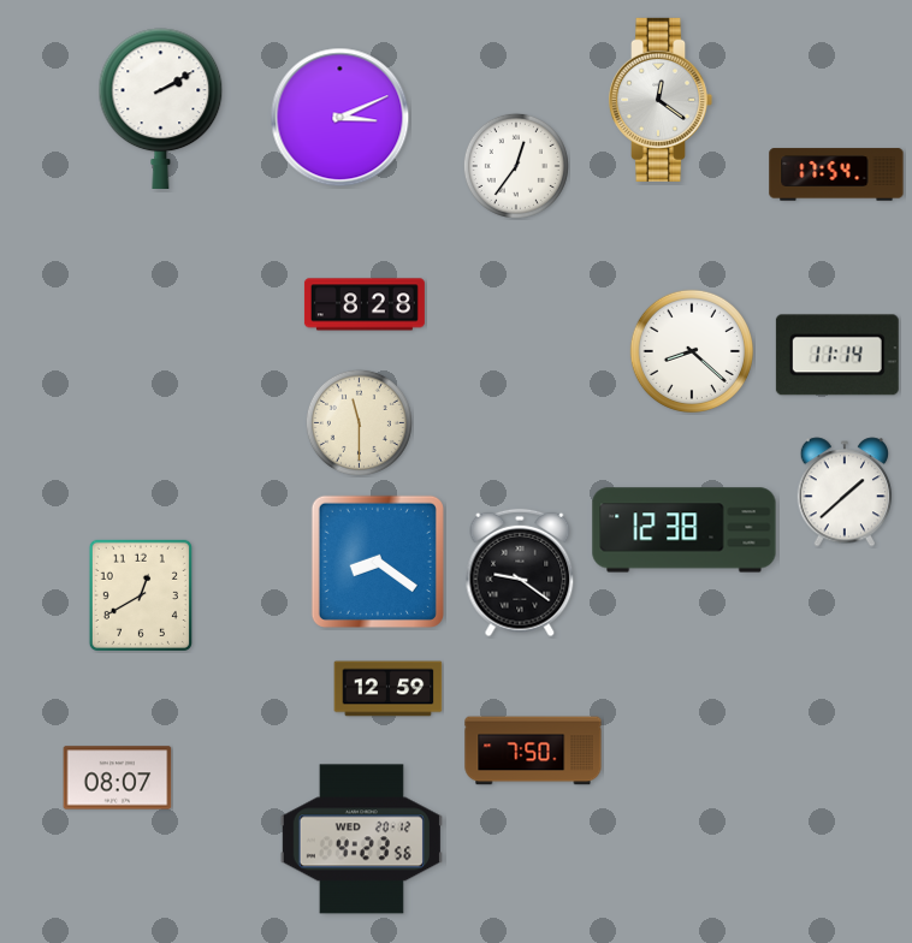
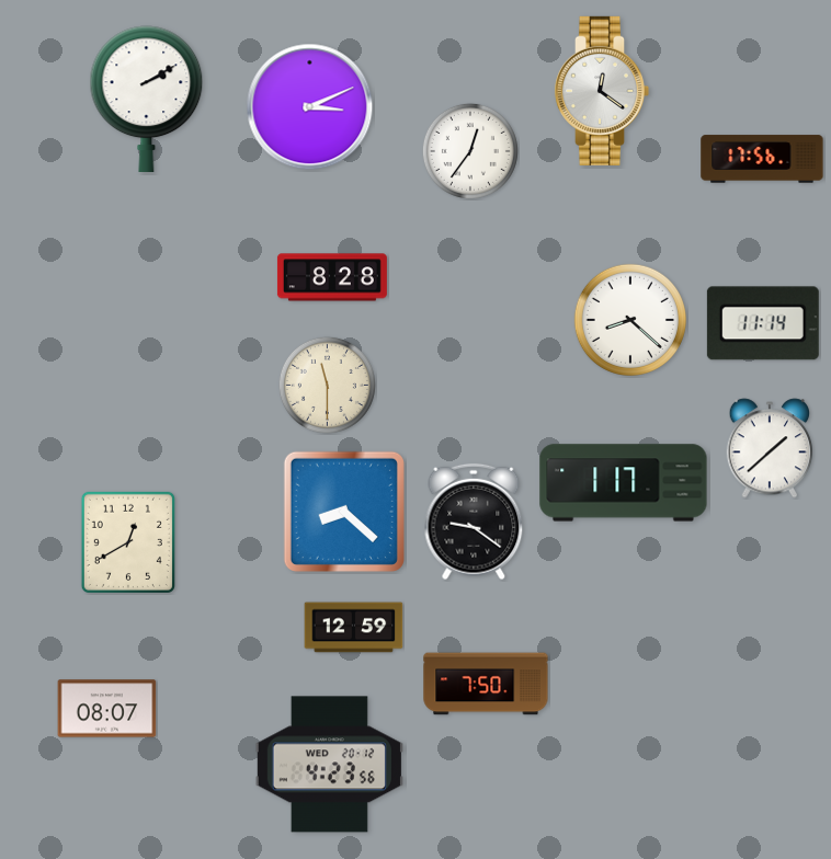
clock at (836, 174): 17:54 -> 17:56
clock at (685, 530): 12:38 -> 1:17
clock at (378, 562): 8:21 -> 8:22
